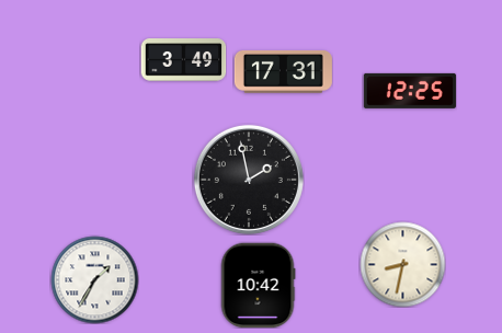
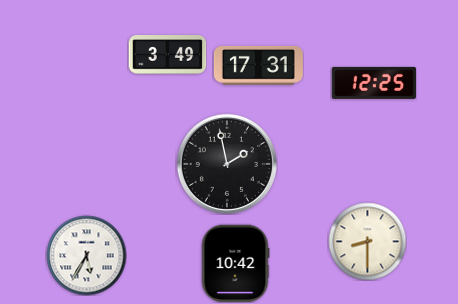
clock at (402, 264): 8:32 -> 8:30
clock at (94, 279): 1:35 -> 5:35
clock at (258, 285) position: (258, 285) -> (235, 263)
